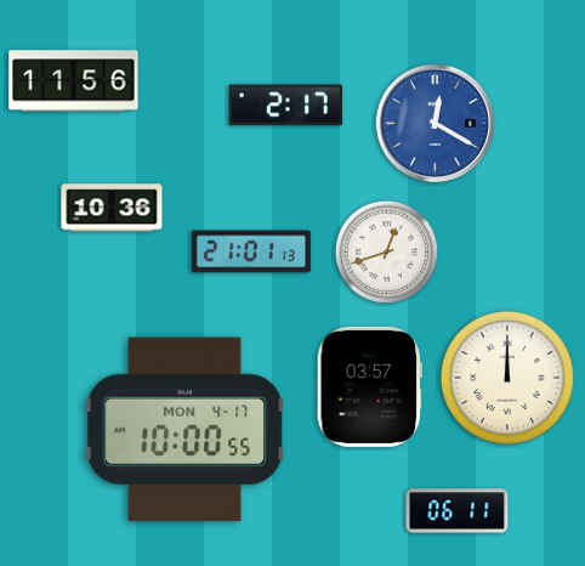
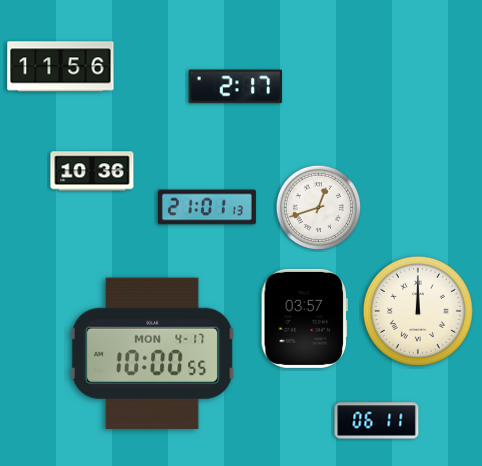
clock at (436, 124): 12:20 -> none
